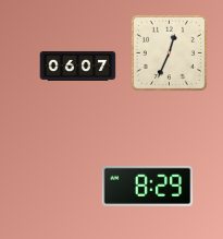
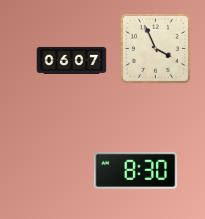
clock at (169, 52): 12:34 -> 3:56
clock at (148, 186): 8:29 -> 8:30
